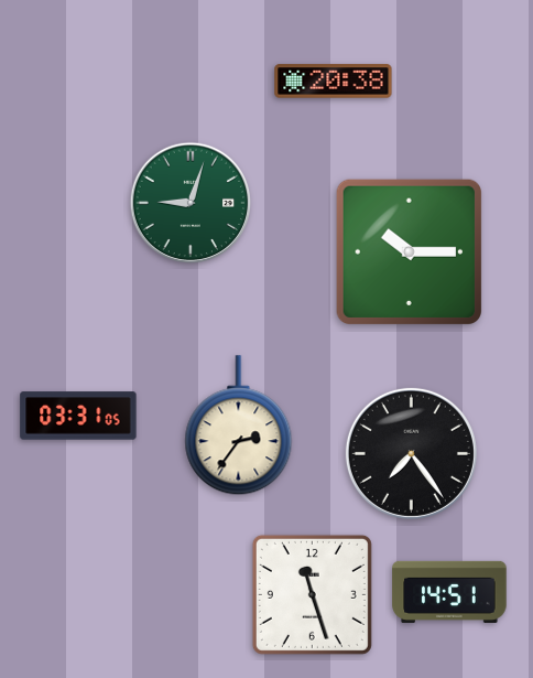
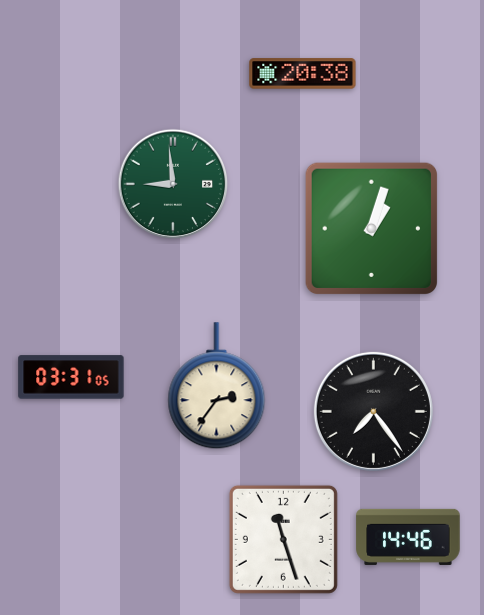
clock at (191, 203): 9:03 -> 8:59
clock at (409, 251): 10:15 -> 1:03
clock at (449, 592): 14:51 -> 14:46
